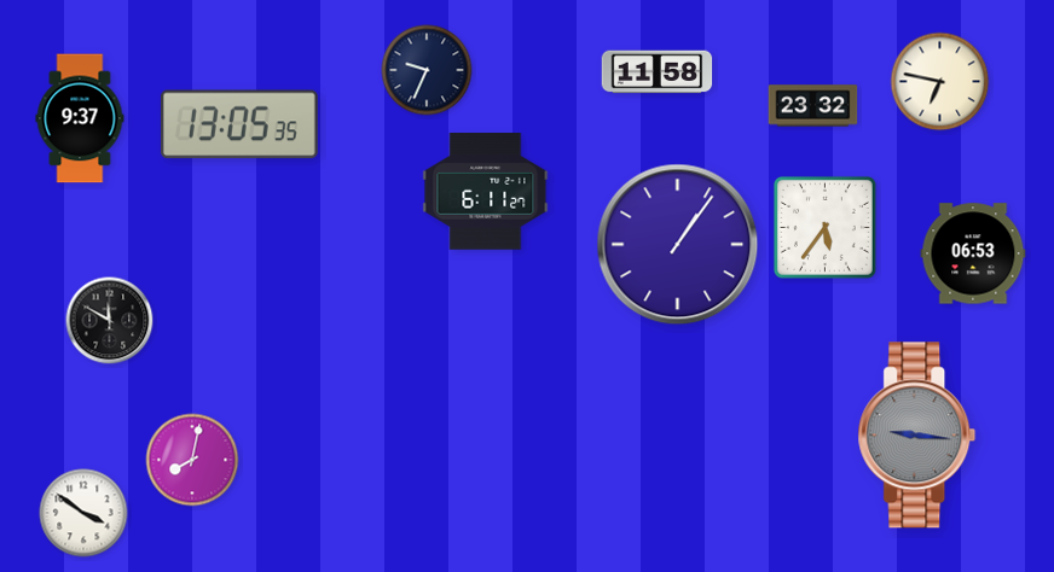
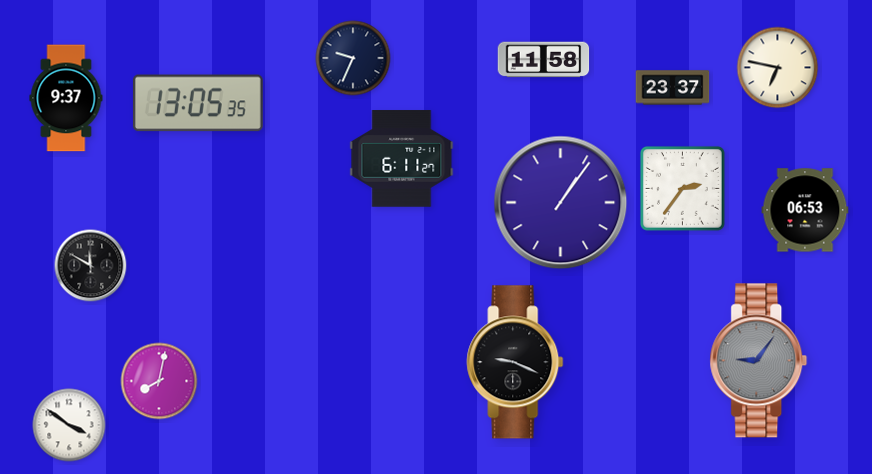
clock at (813, 106): 23:32 -> 23:37
clock at (824, 227): 5:36 -> 2:36
clock at (917, 436): 9:16 -> 9:06
clock at (515, 362): none -> 9:19
